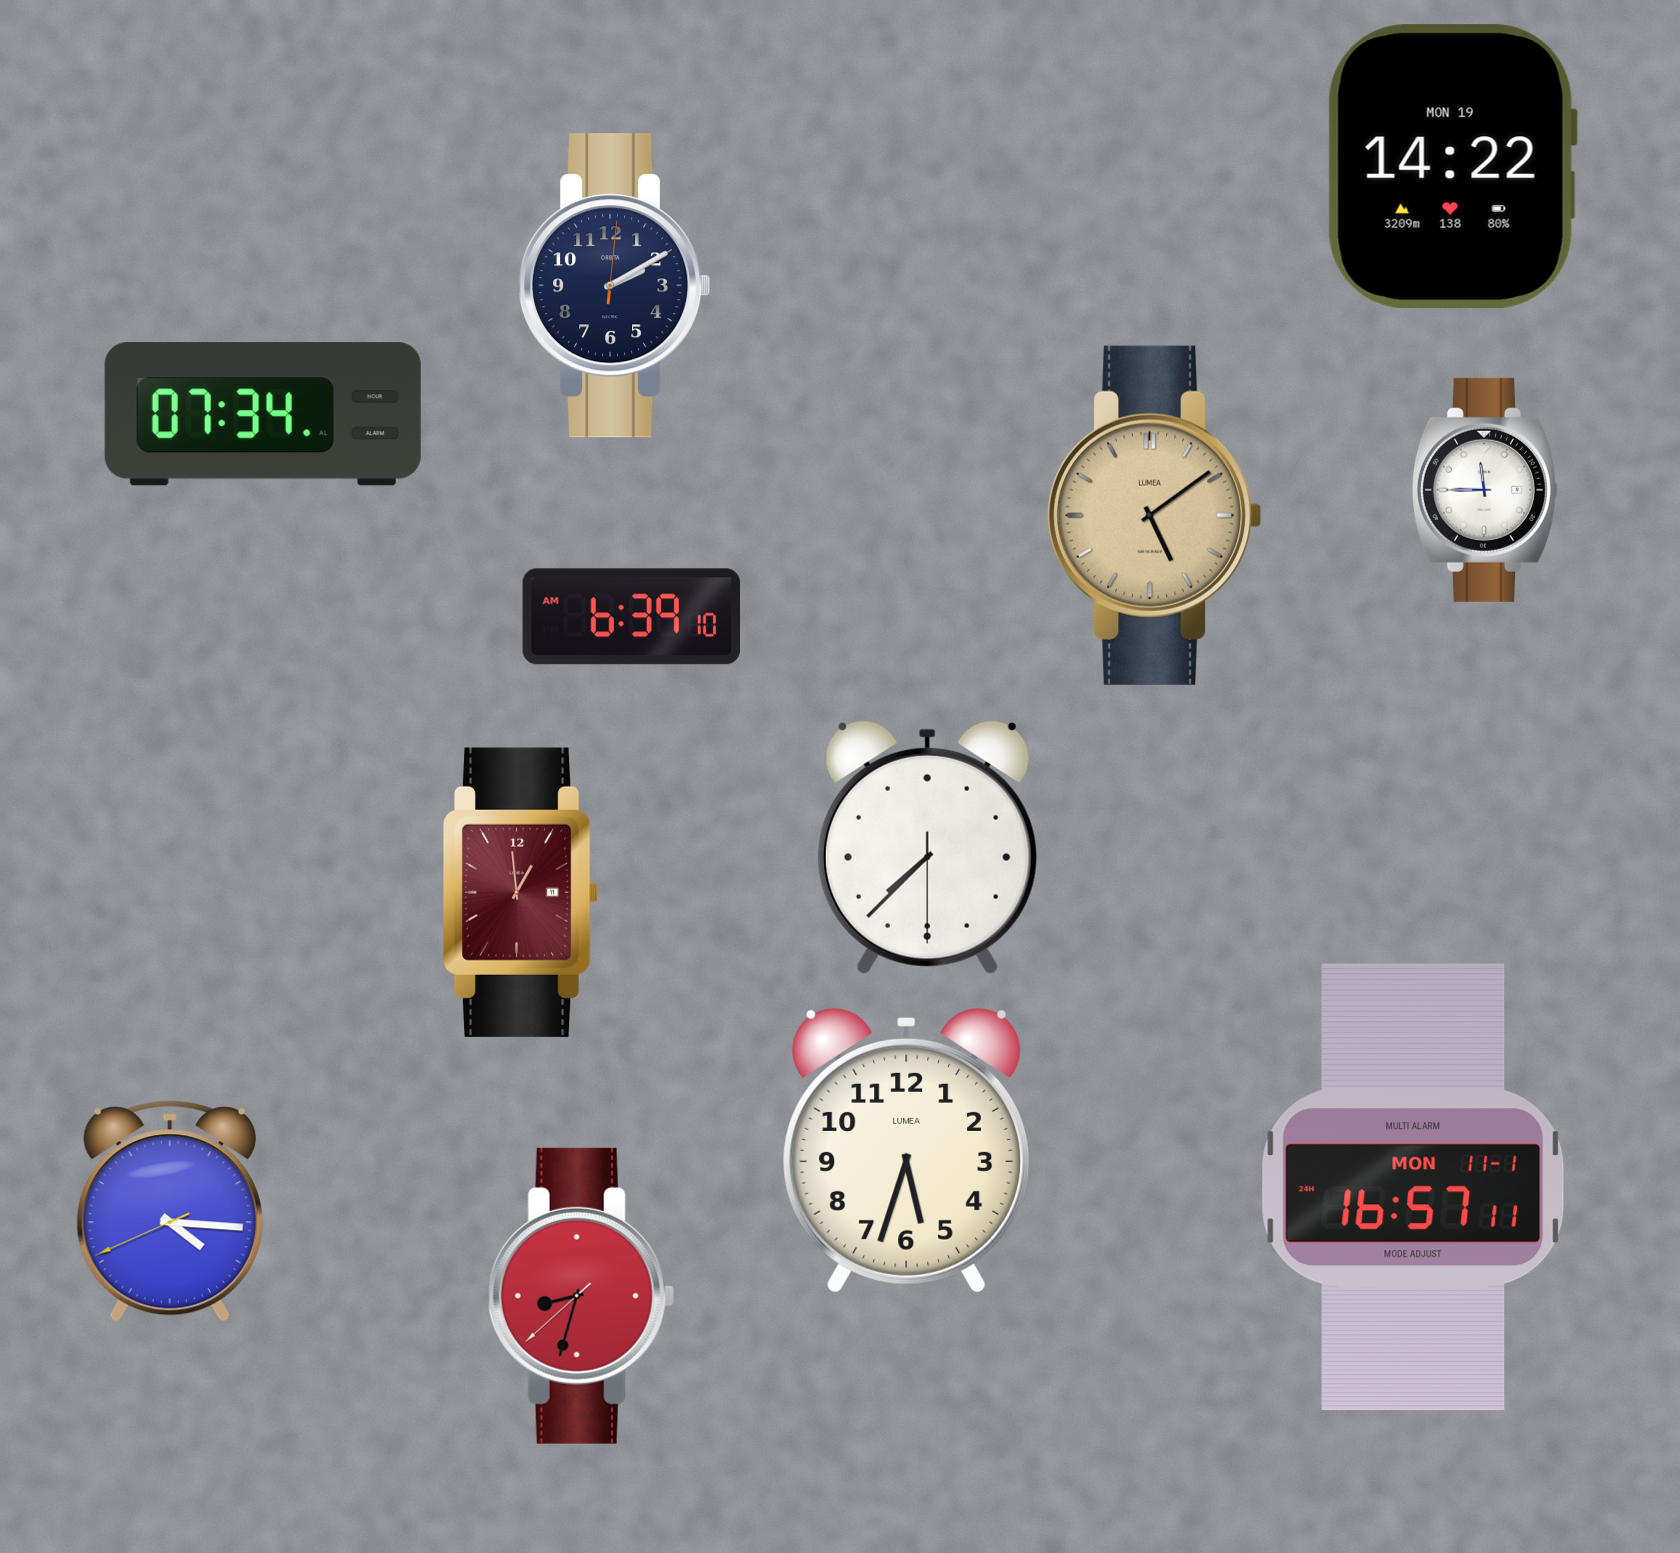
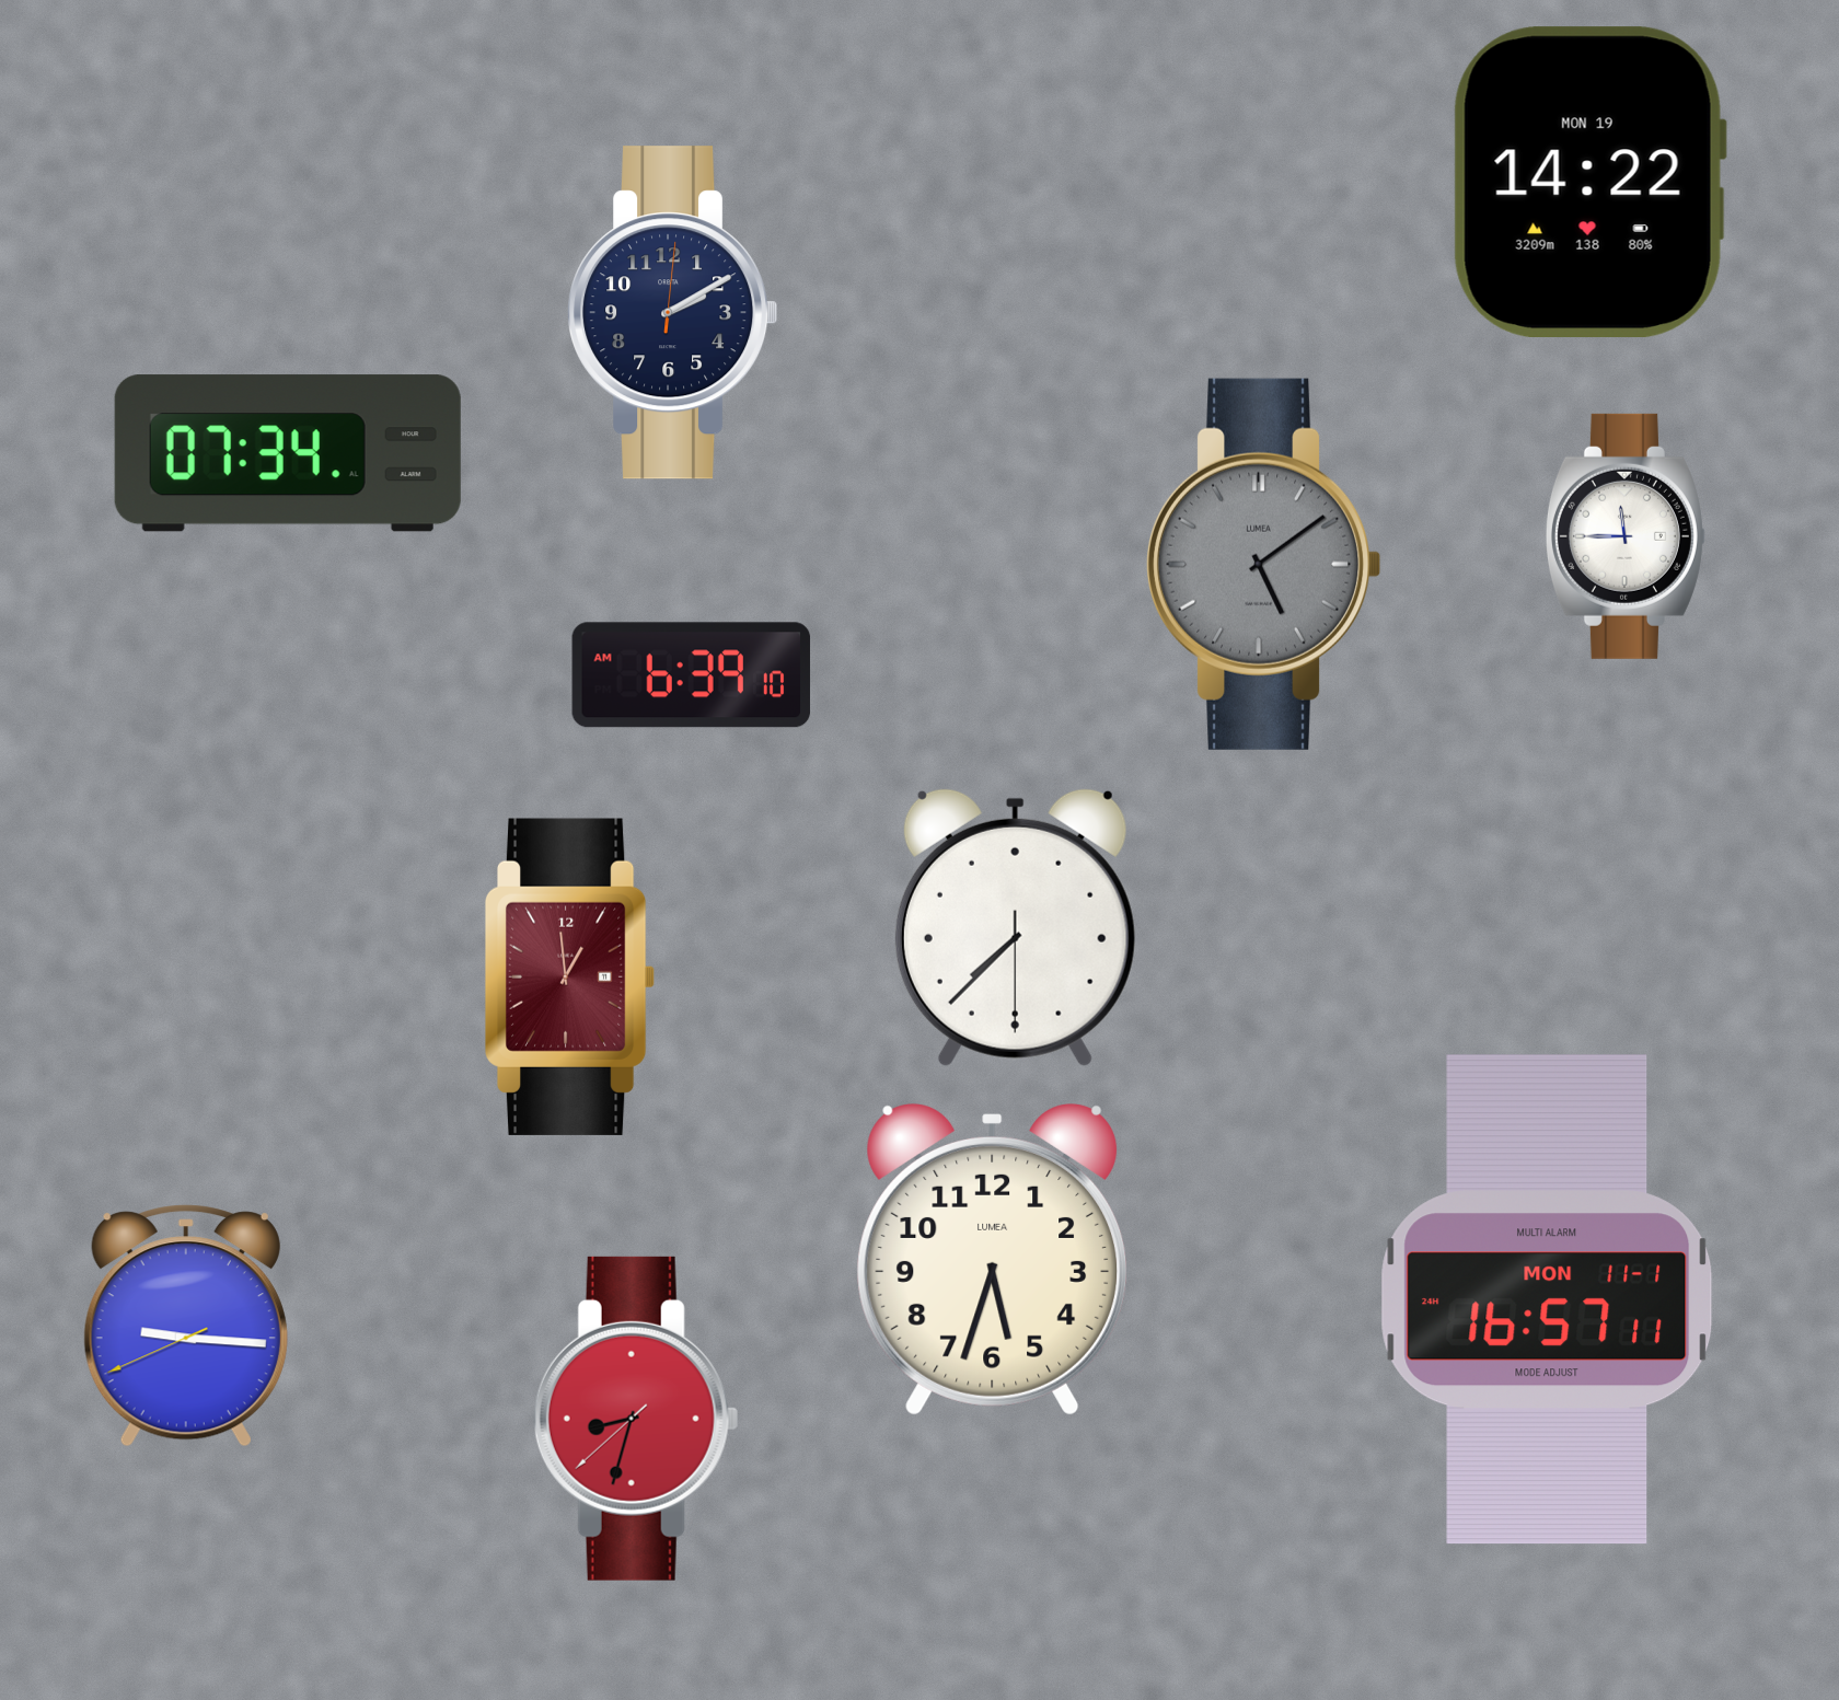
clock at (1155, 515) dial: champagne -> grey
clock at (170, 1211): 4:15 -> 9:15
